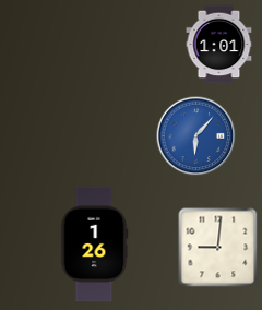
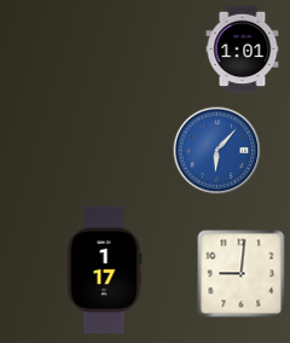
clock at (94, 245): 1:26 -> 1:17
